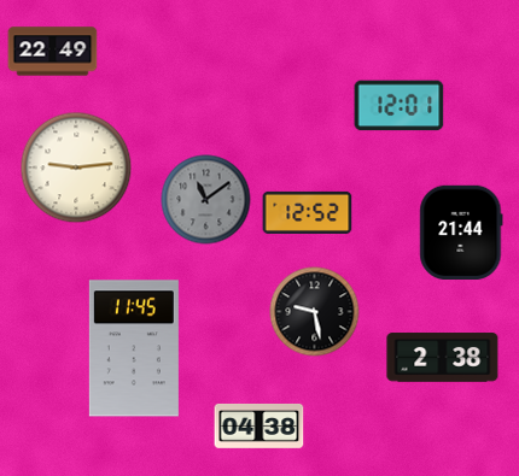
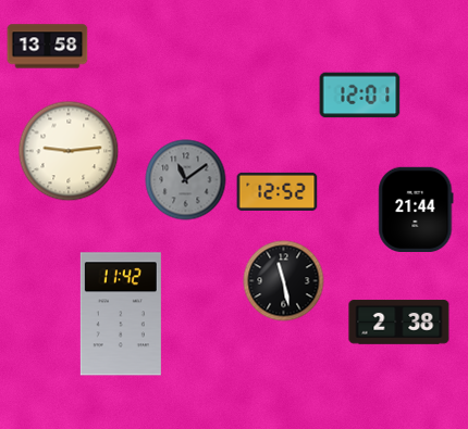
clock at (53, 52): 22:49 -> 13:58
clock at (315, 312): 9:28 -> 11:28
clock at (134, 348): 11:45 -> 11:42
clock at (259, 425): 04:38 -> none
